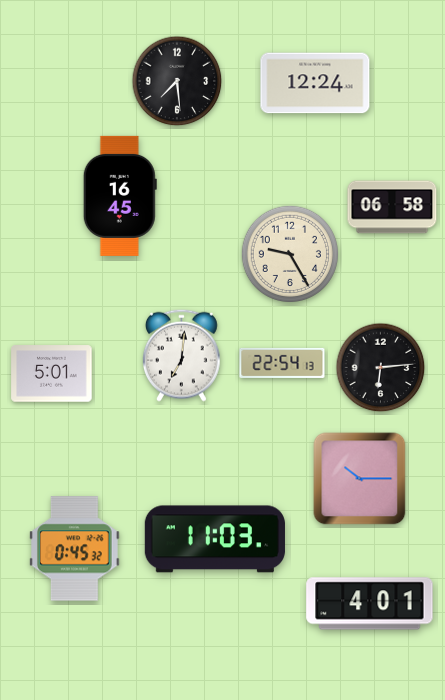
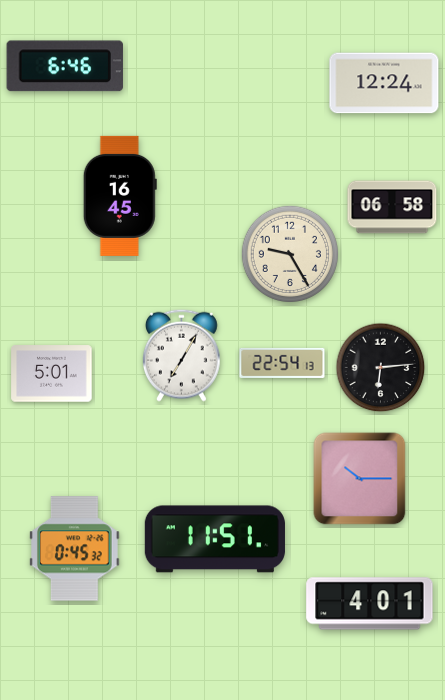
clock at (65, 66): none -> 6:46
clock at (177, 81): 7:29 -> none
clock at (315, 83) position: (315, 83) -> (384, 83)
clock at (182, 355): 7:01 -> 7:05
clock at (215, 539): 11:03 -> 11:51
